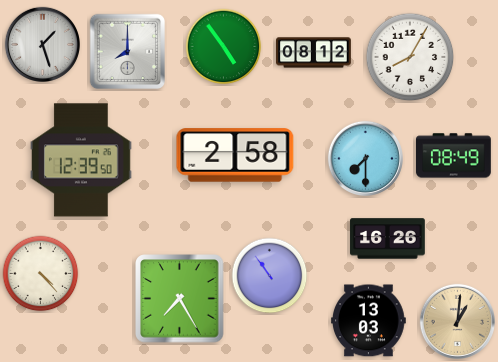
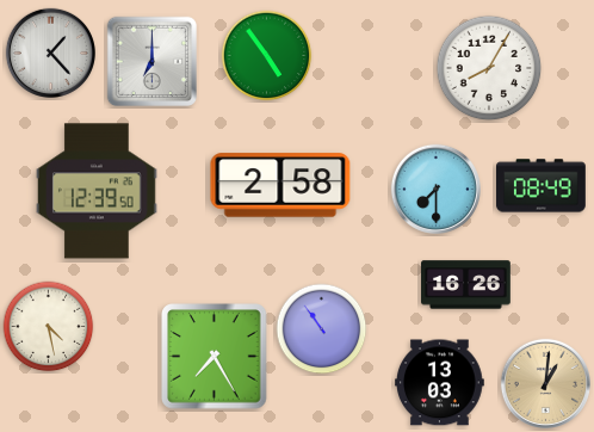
clock at (42, 44): 1:27 -> 1:23
clock at (128, 52): 8:00 -> 7:00
clock at (314, 53): 08:12 -> none
clock at (388, 239) position: (388, 239) -> (466, 285)
clock at (41, 274): 4:23 -> 4:28
